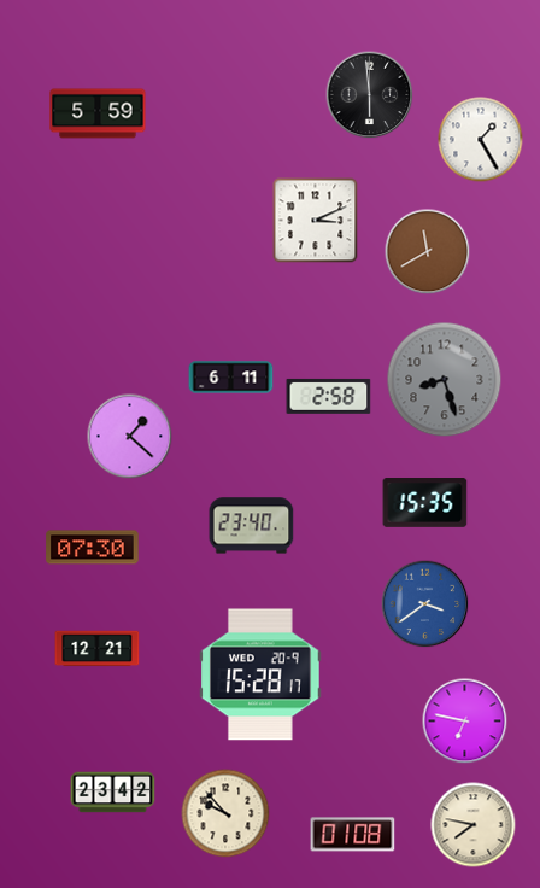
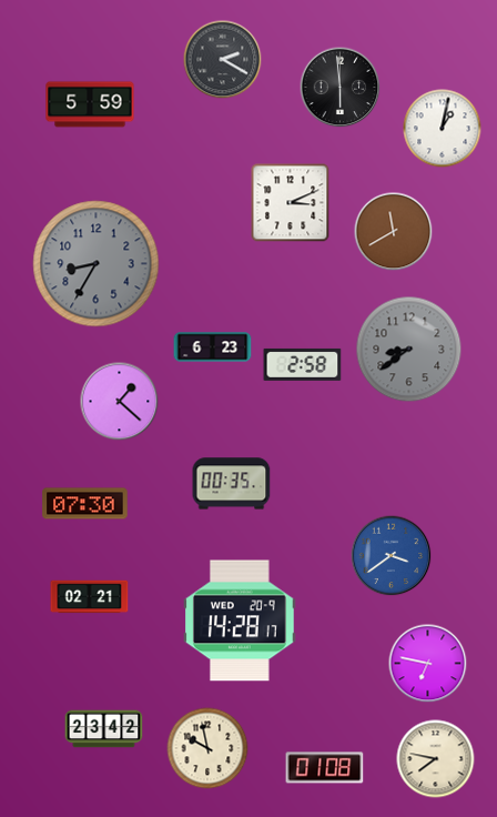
clock at (223, 60): none -> 2:20
clock at (481, 140): 1:25 -> 1:02
clock at (97, 264): none -> 8:35
clock at (231, 378): 6:11 -> 6:23
clock at (445, 380): 8:27 -> 8:39
clock at (425, 503): 15:35 -> none
clock at (252, 526): 23:40 -> 00:35
clock at (98, 649): 12:21 -> 02:21
clock at (262, 674): 15:28 -> 14:28
clock at (225, 813): 9:53 -> 9:58
